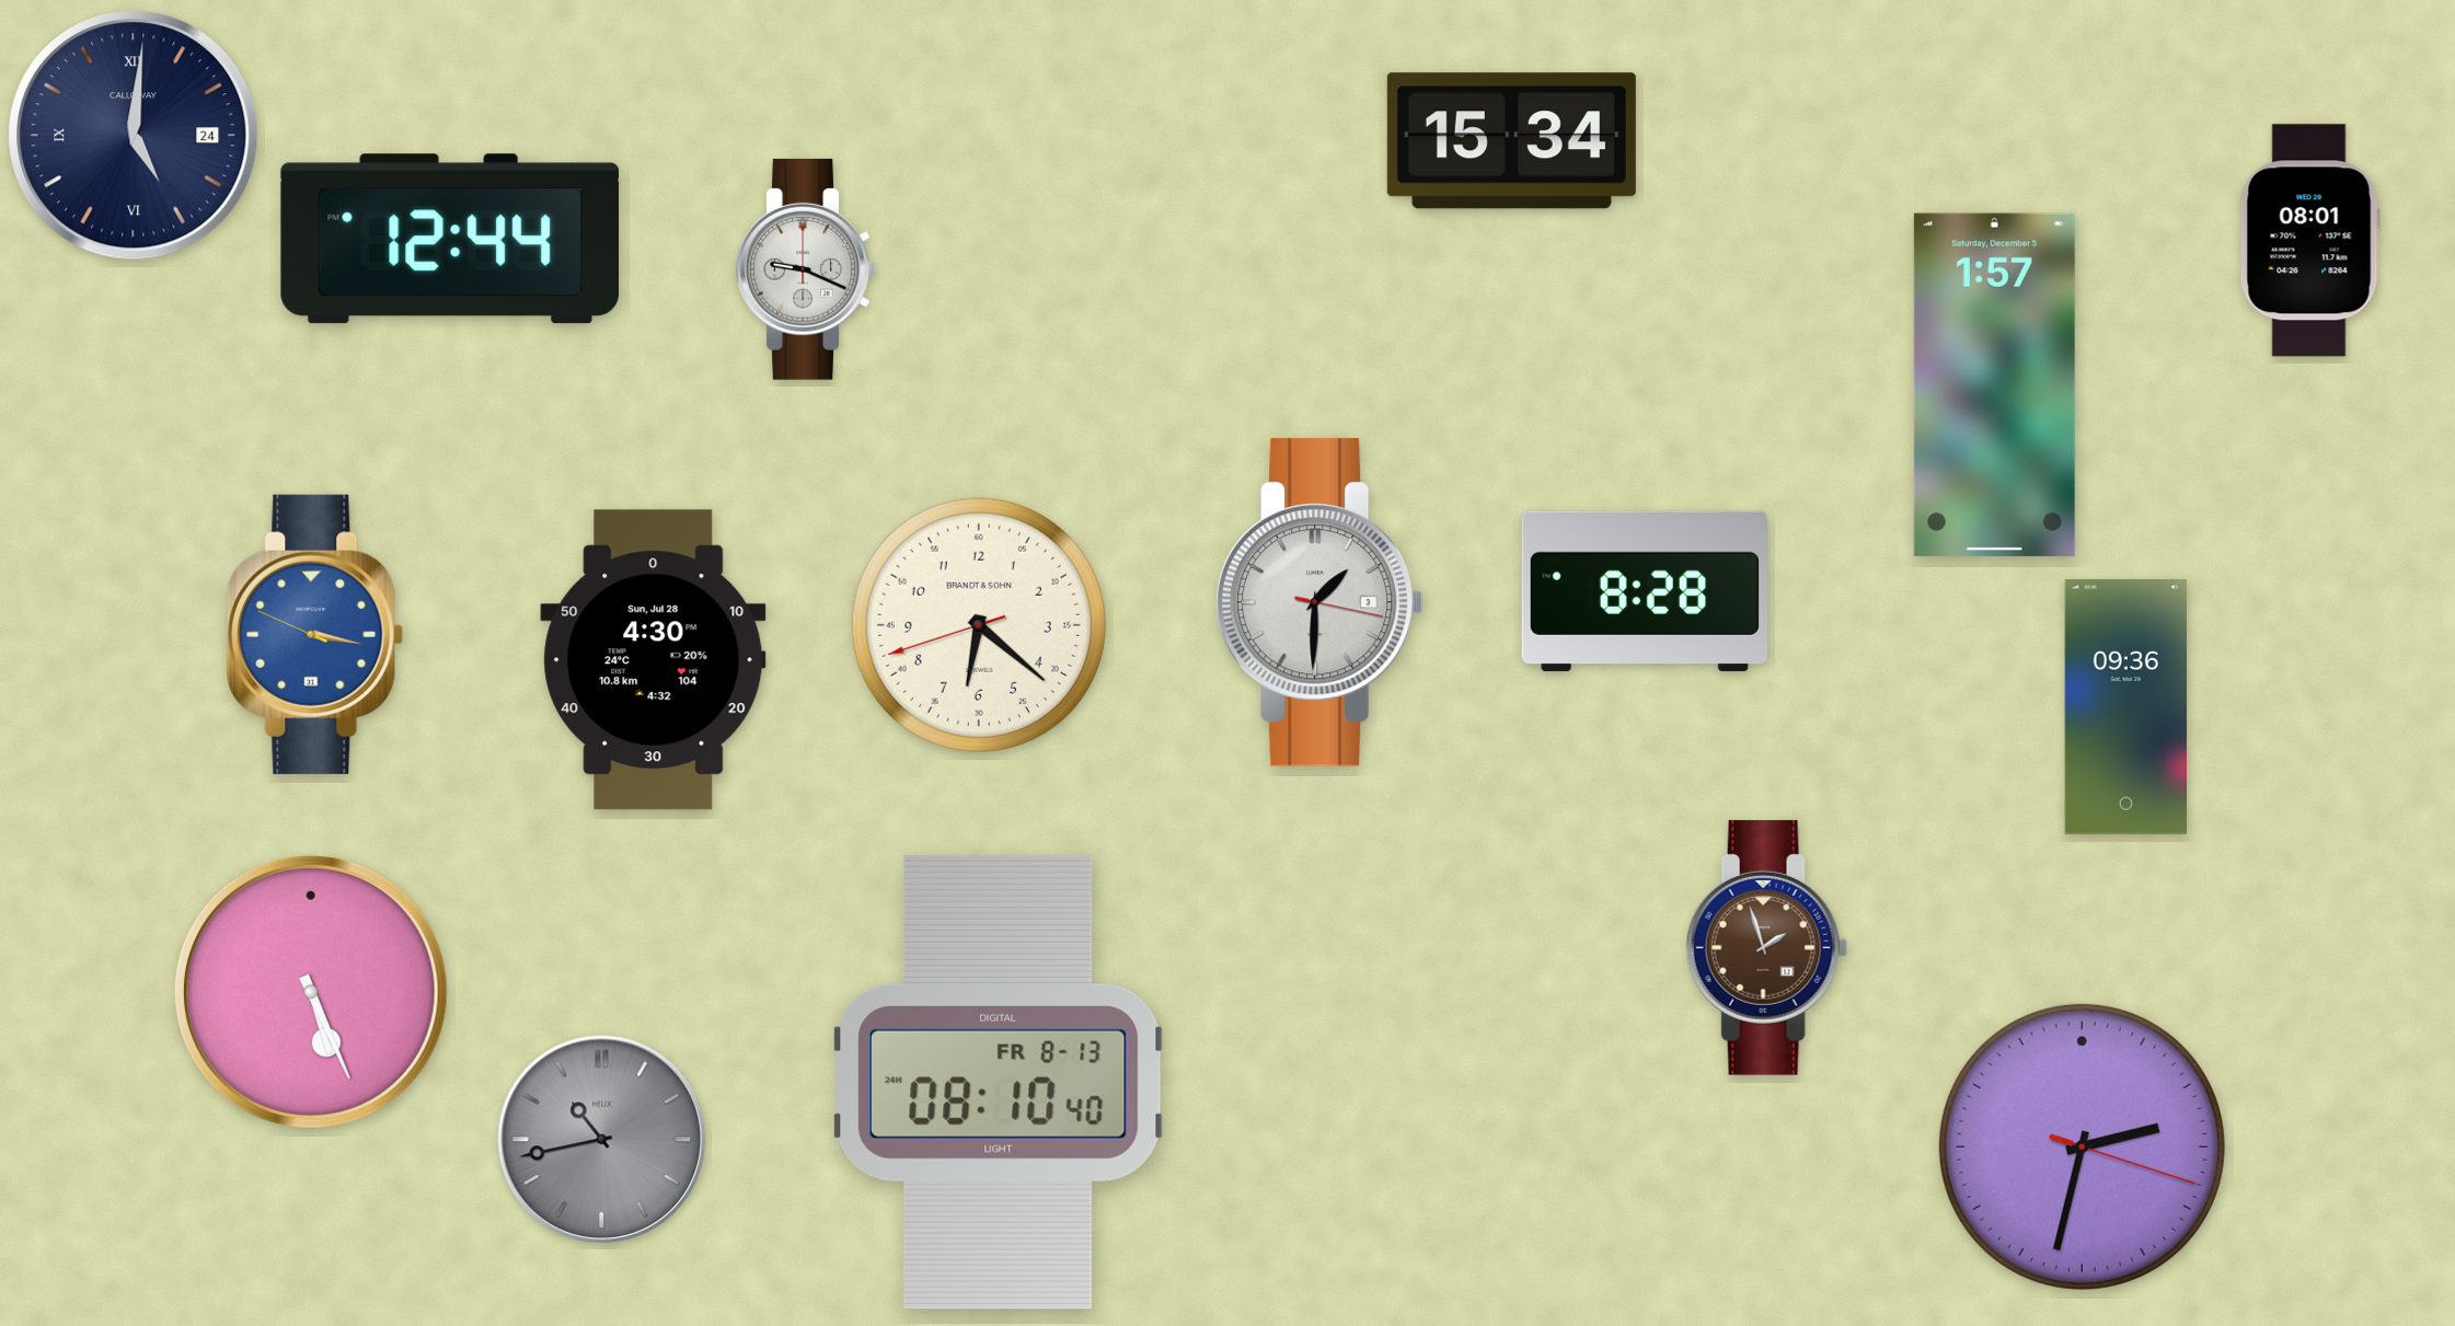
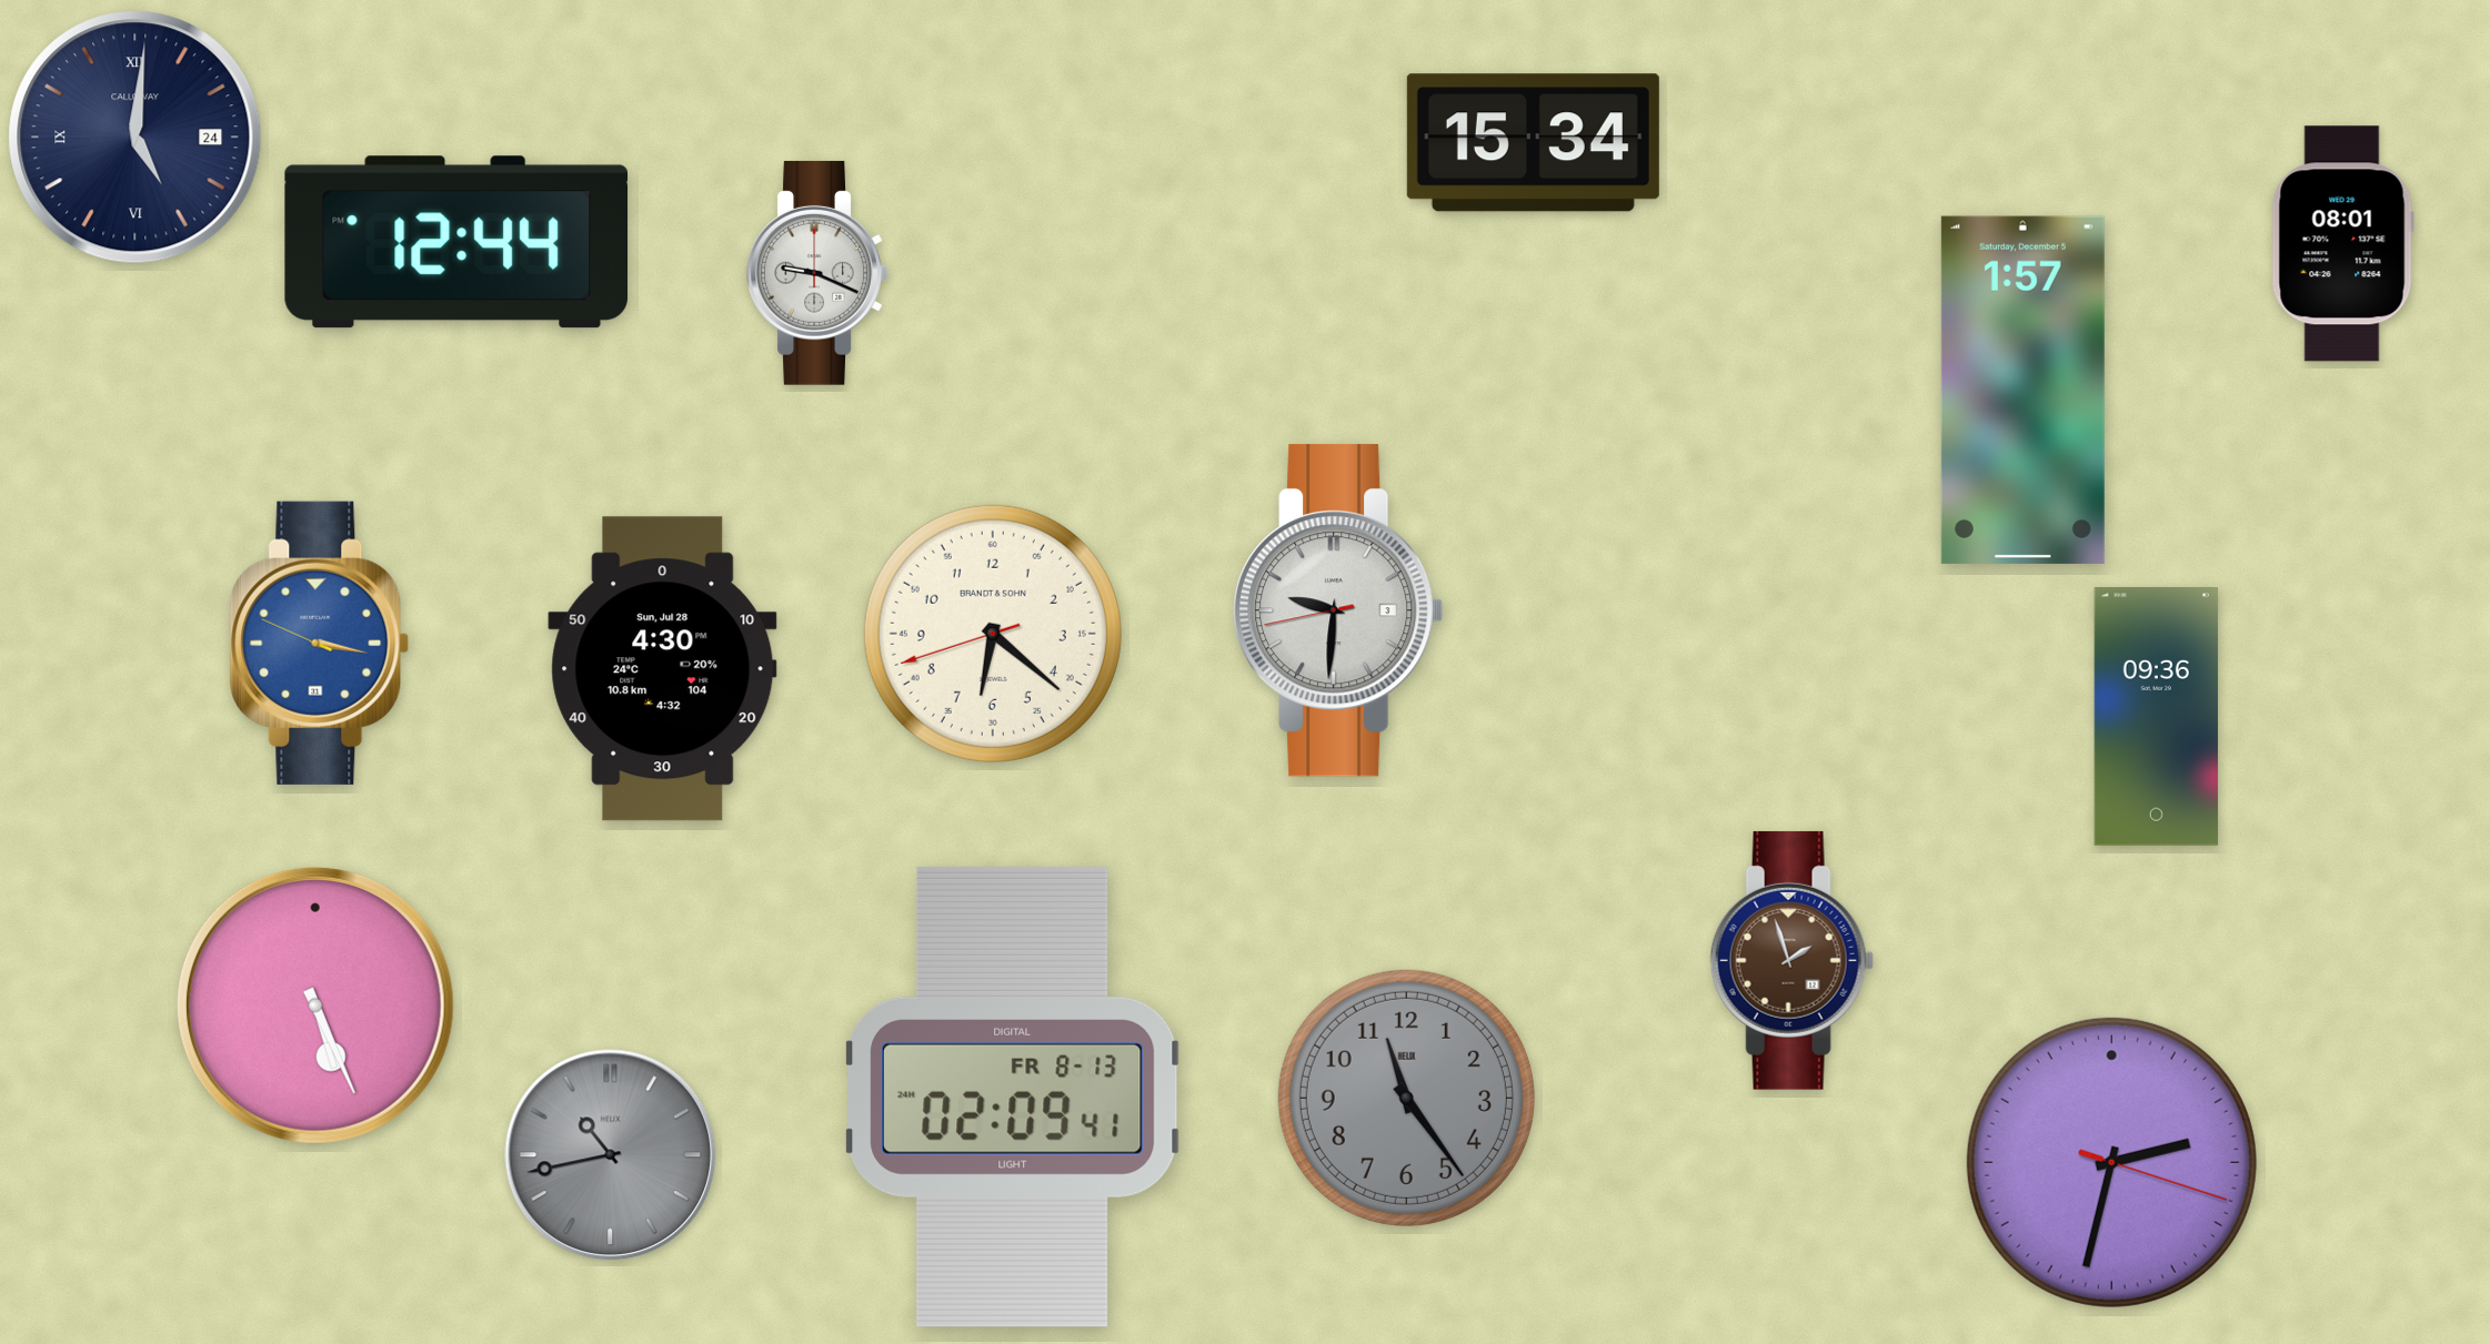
clock at (1645, 591): 8:28 -> none
clock at (1319, 602): 1:30 -> 9:30
clock at (999, 1082): 08:10 -> 02:09
clock at (1406, 1098): none -> 11:24
